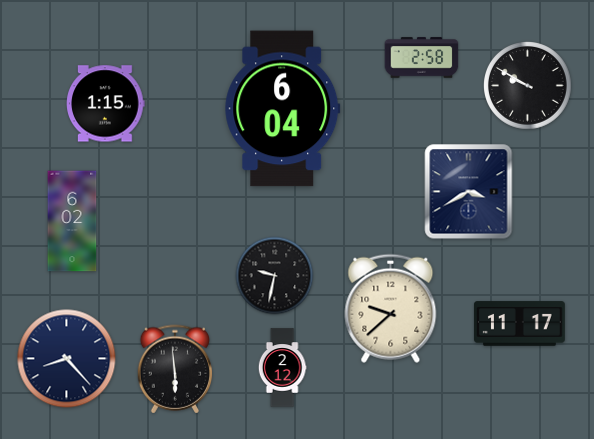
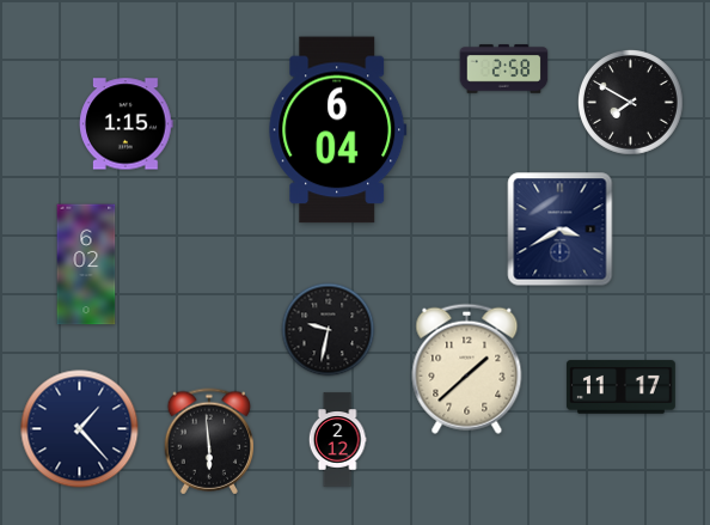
clock at (528, 86): 9:50 -> 7:50
clock at (391, 308): 9:38 -> 1:38
clock at (67, 359): 8:23 -> 1:23
